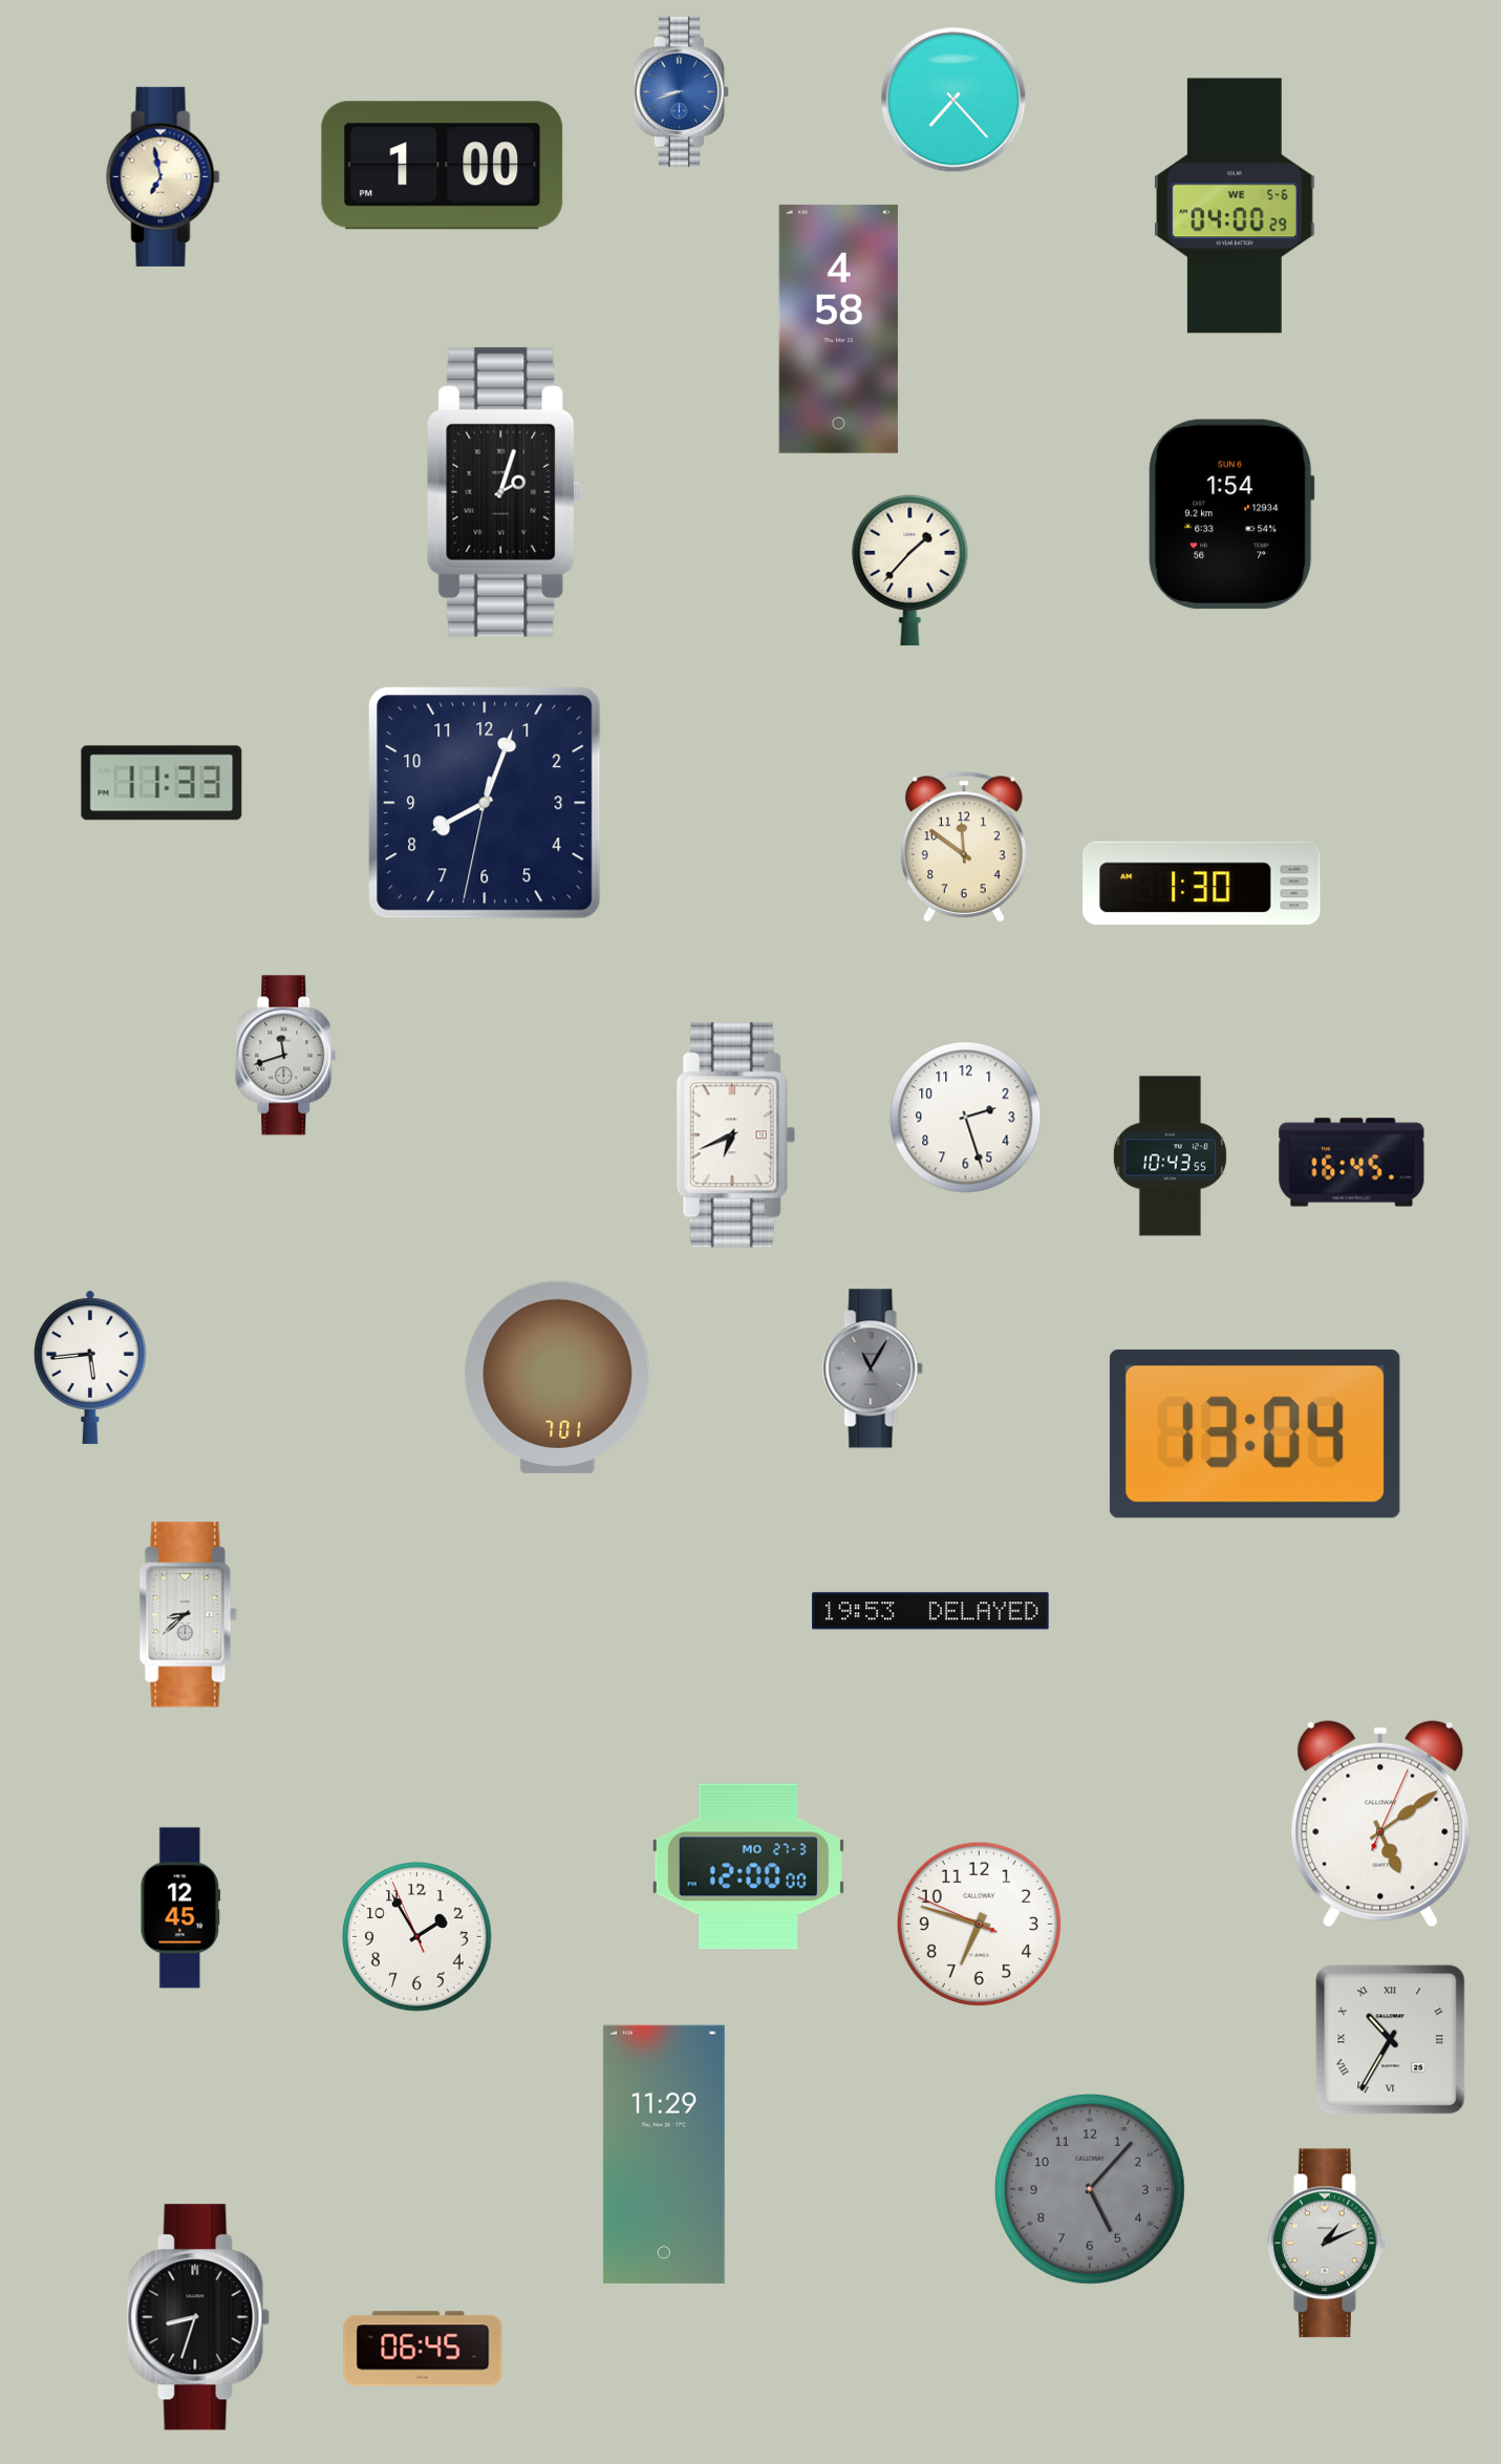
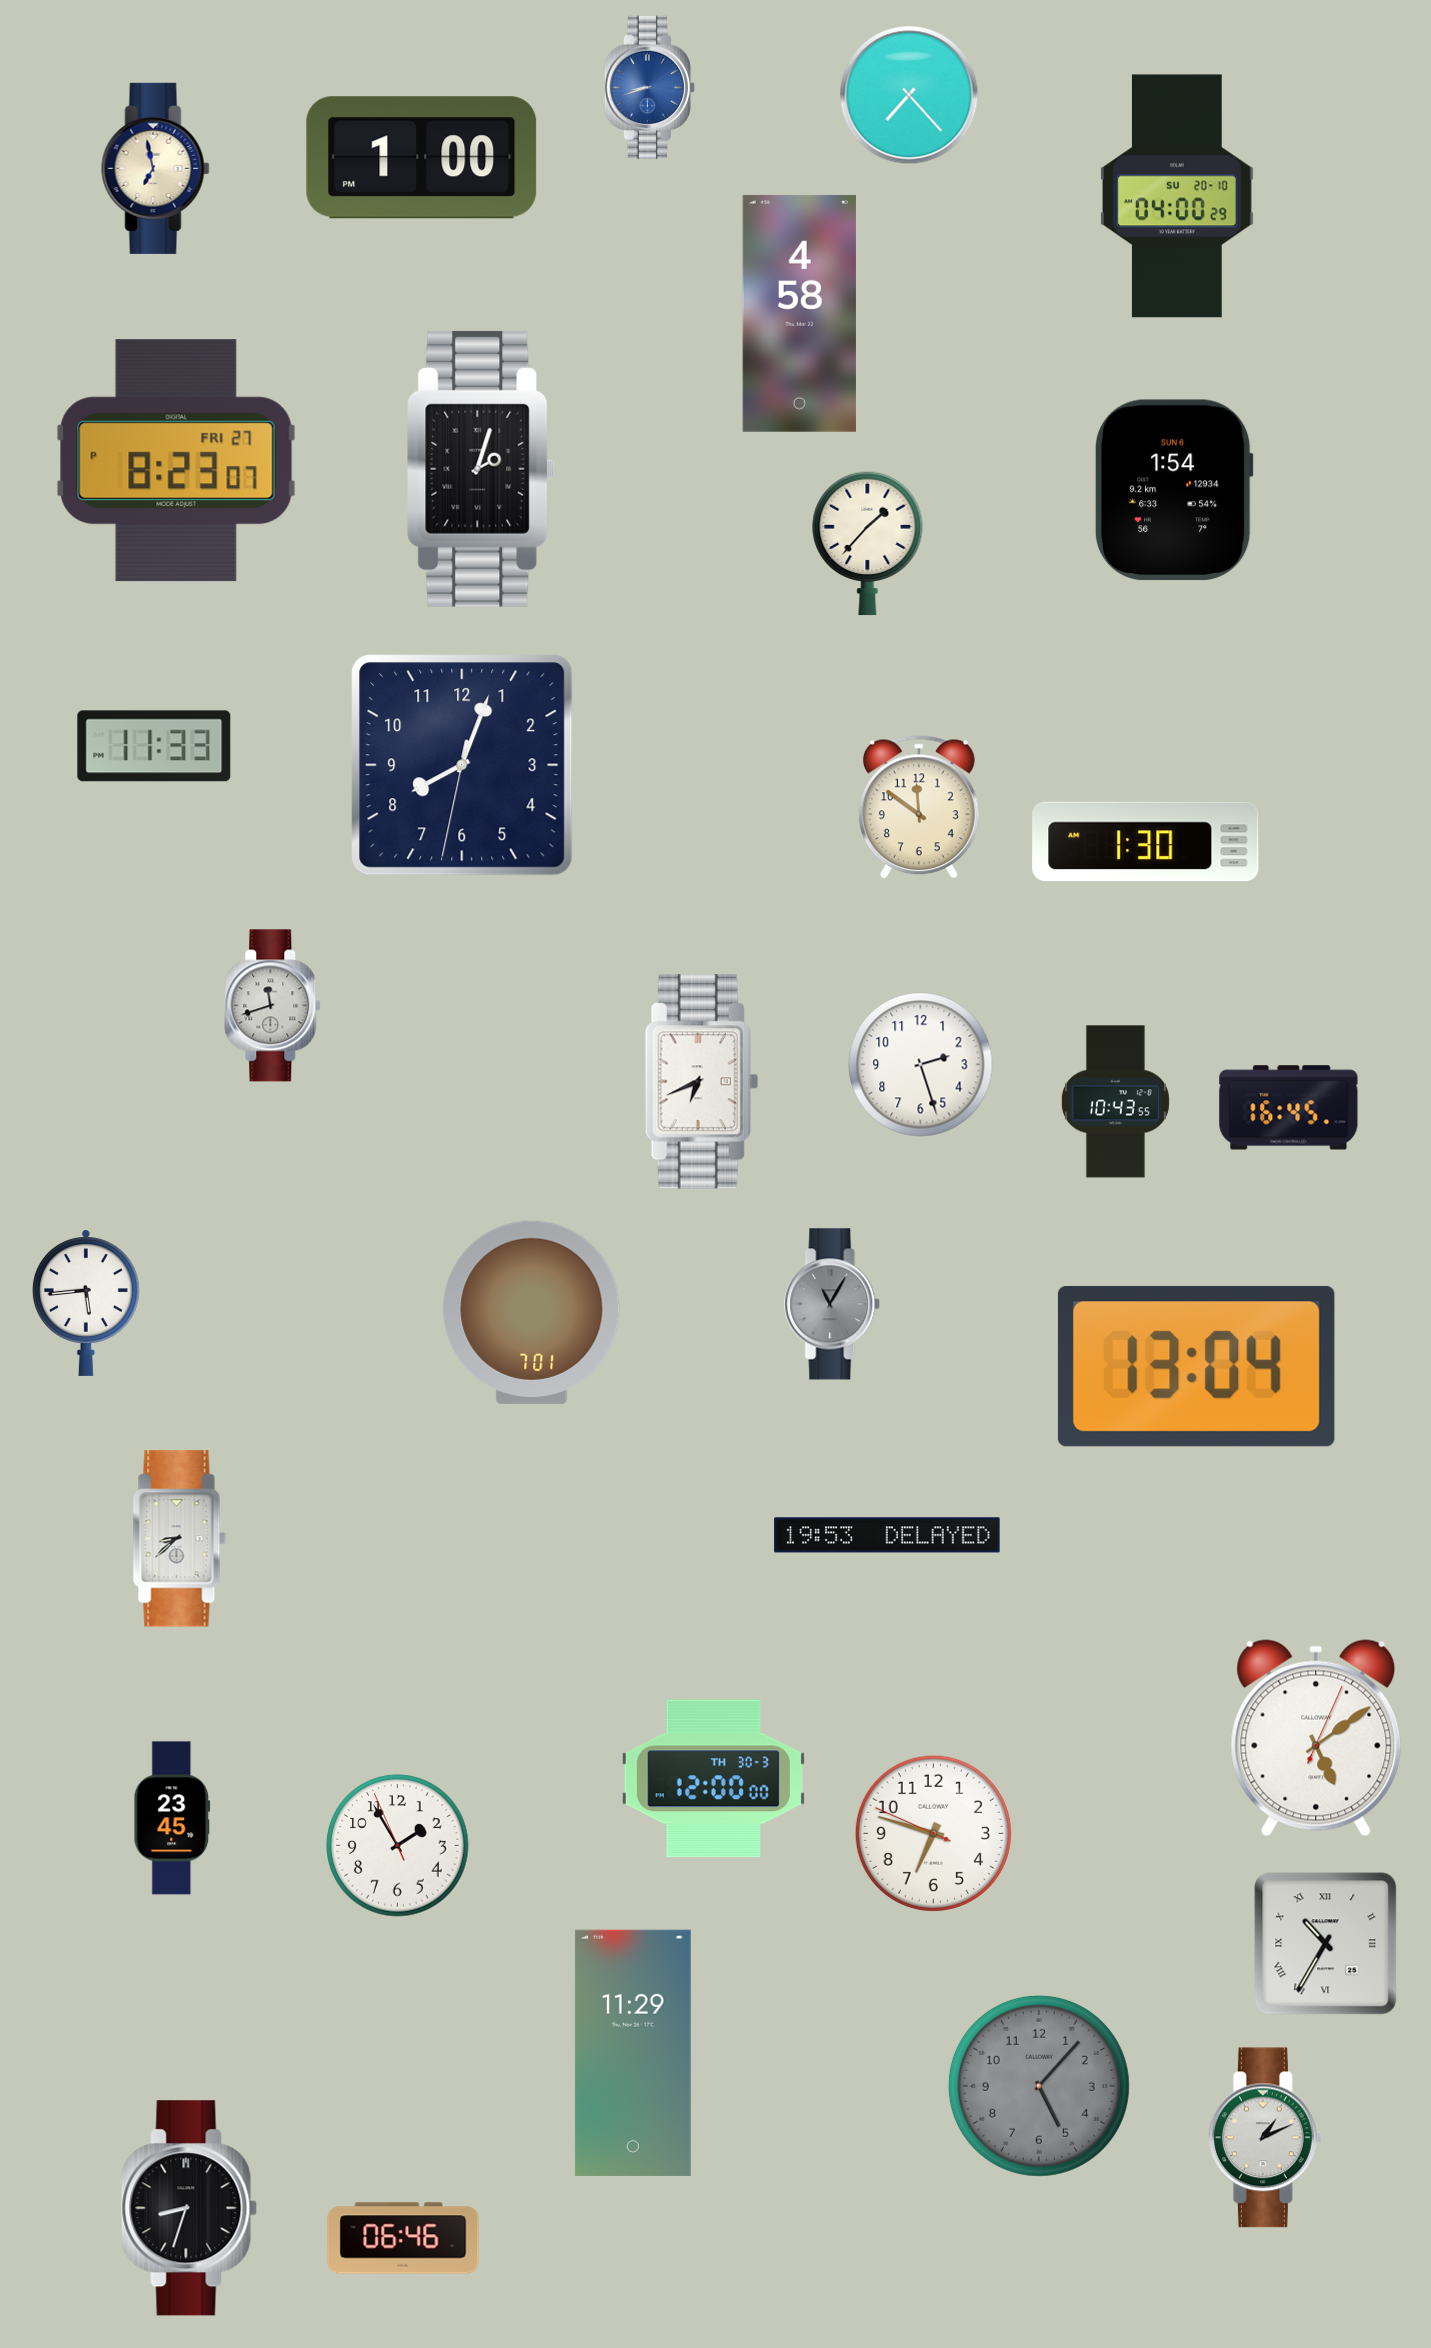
clock at (1236, 206) date: WE 5-6 -> SU 20-10
clock at (176, 461): none -> 8:23
clock at (748, 1867) date: MO 27-3 -> TH 30-3
clock at (180, 1908): 12:45 -> 23:45
clock at (423, 2349): 06:45 -> 06:46
